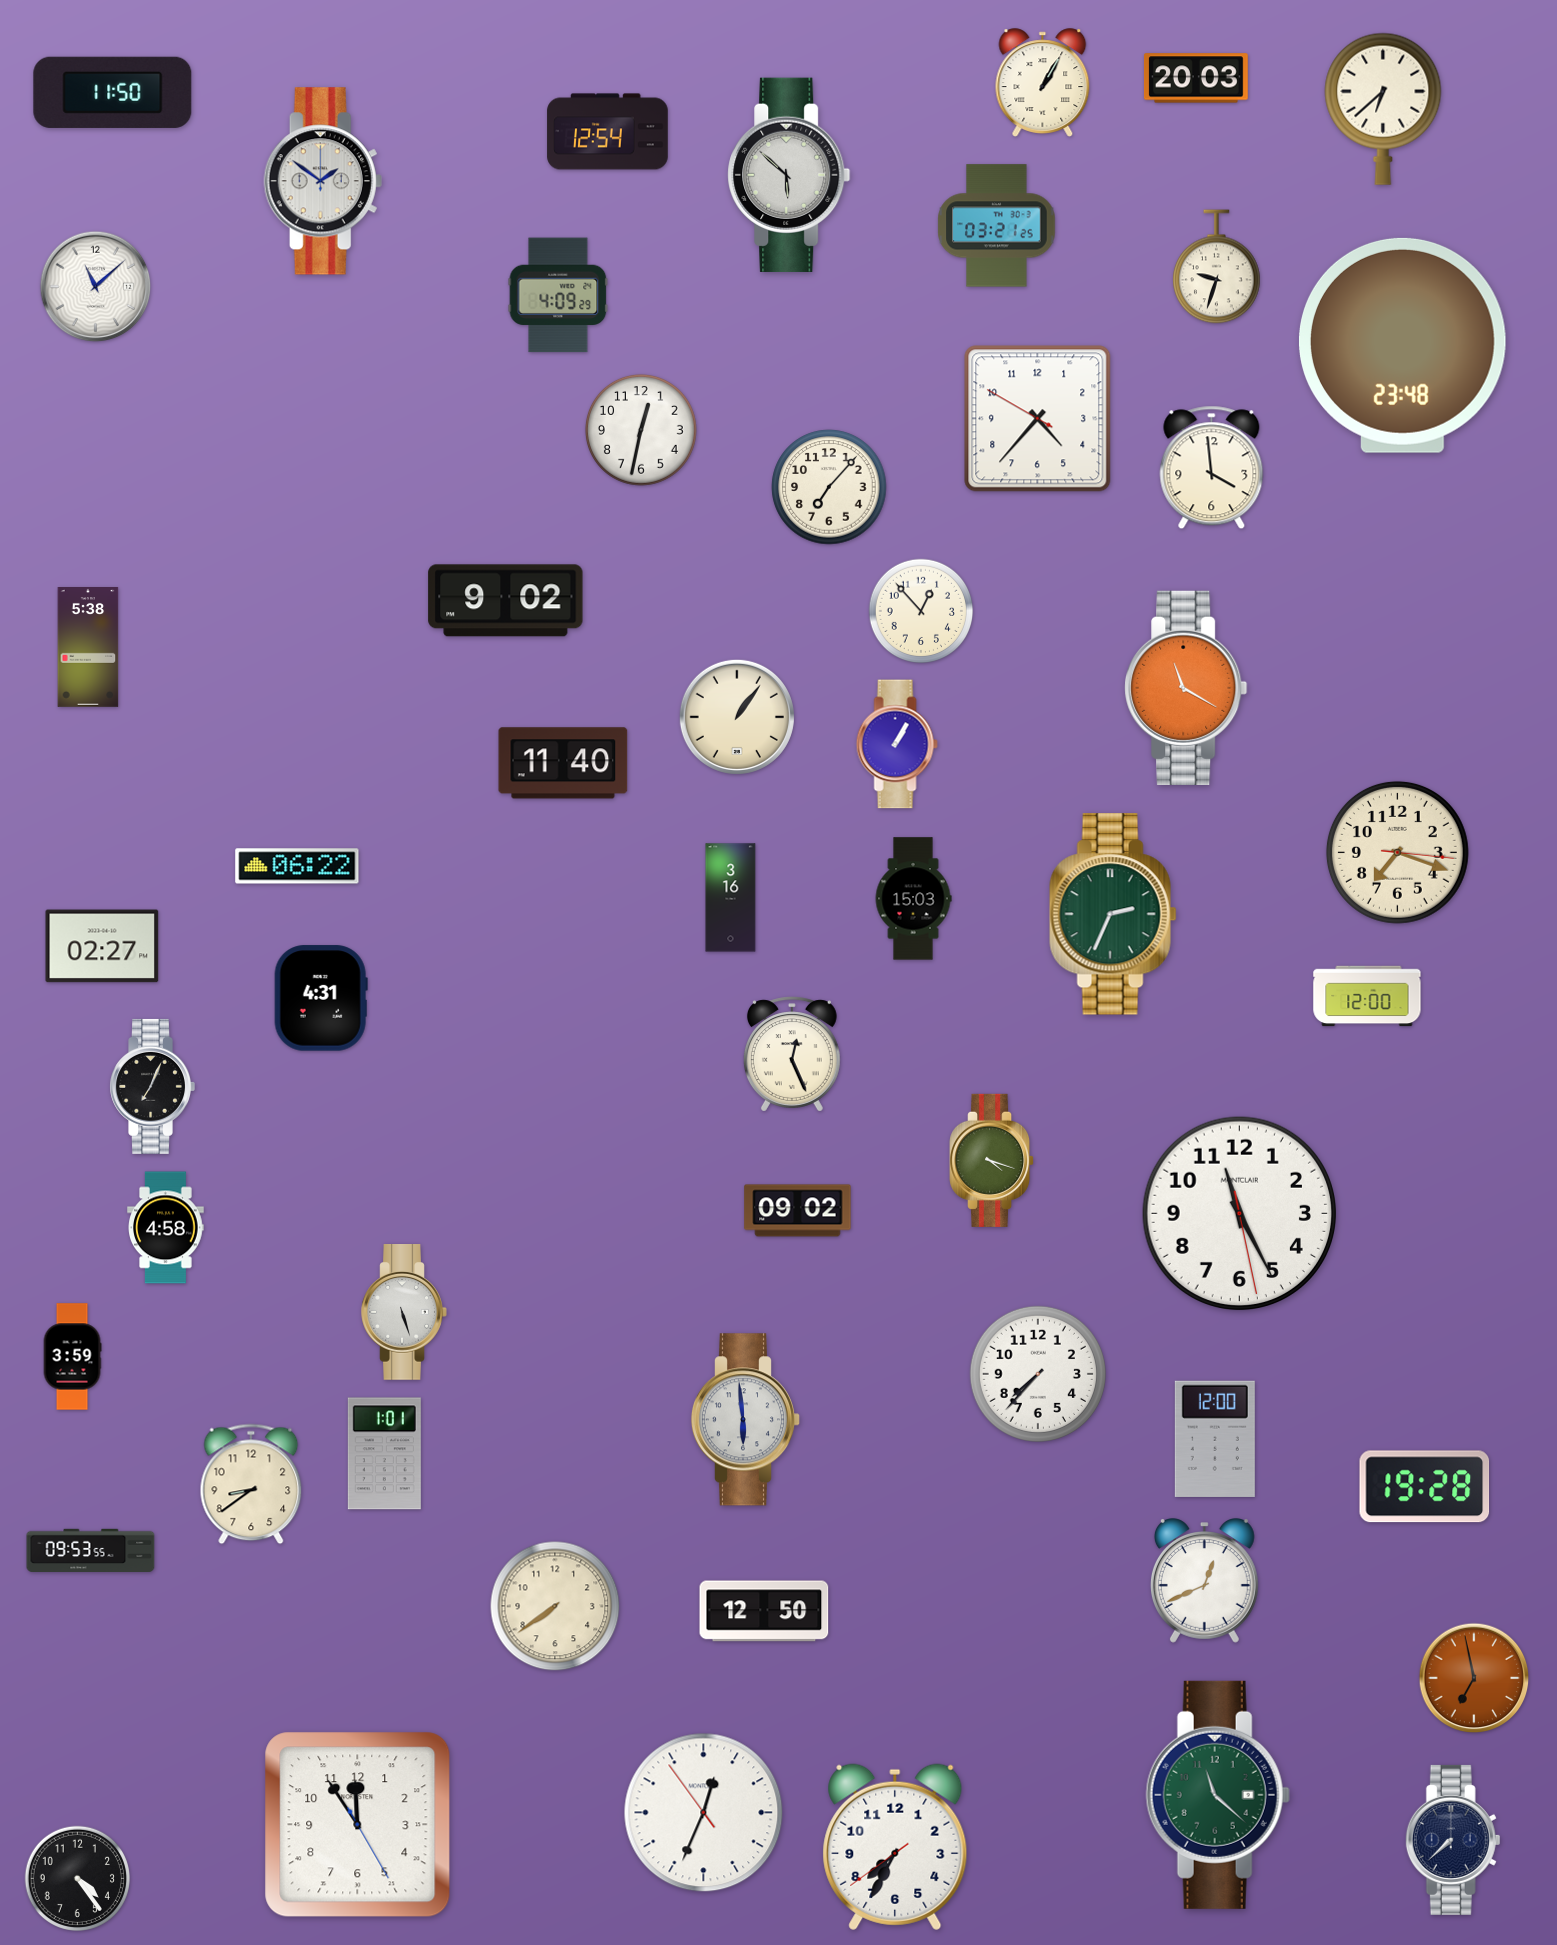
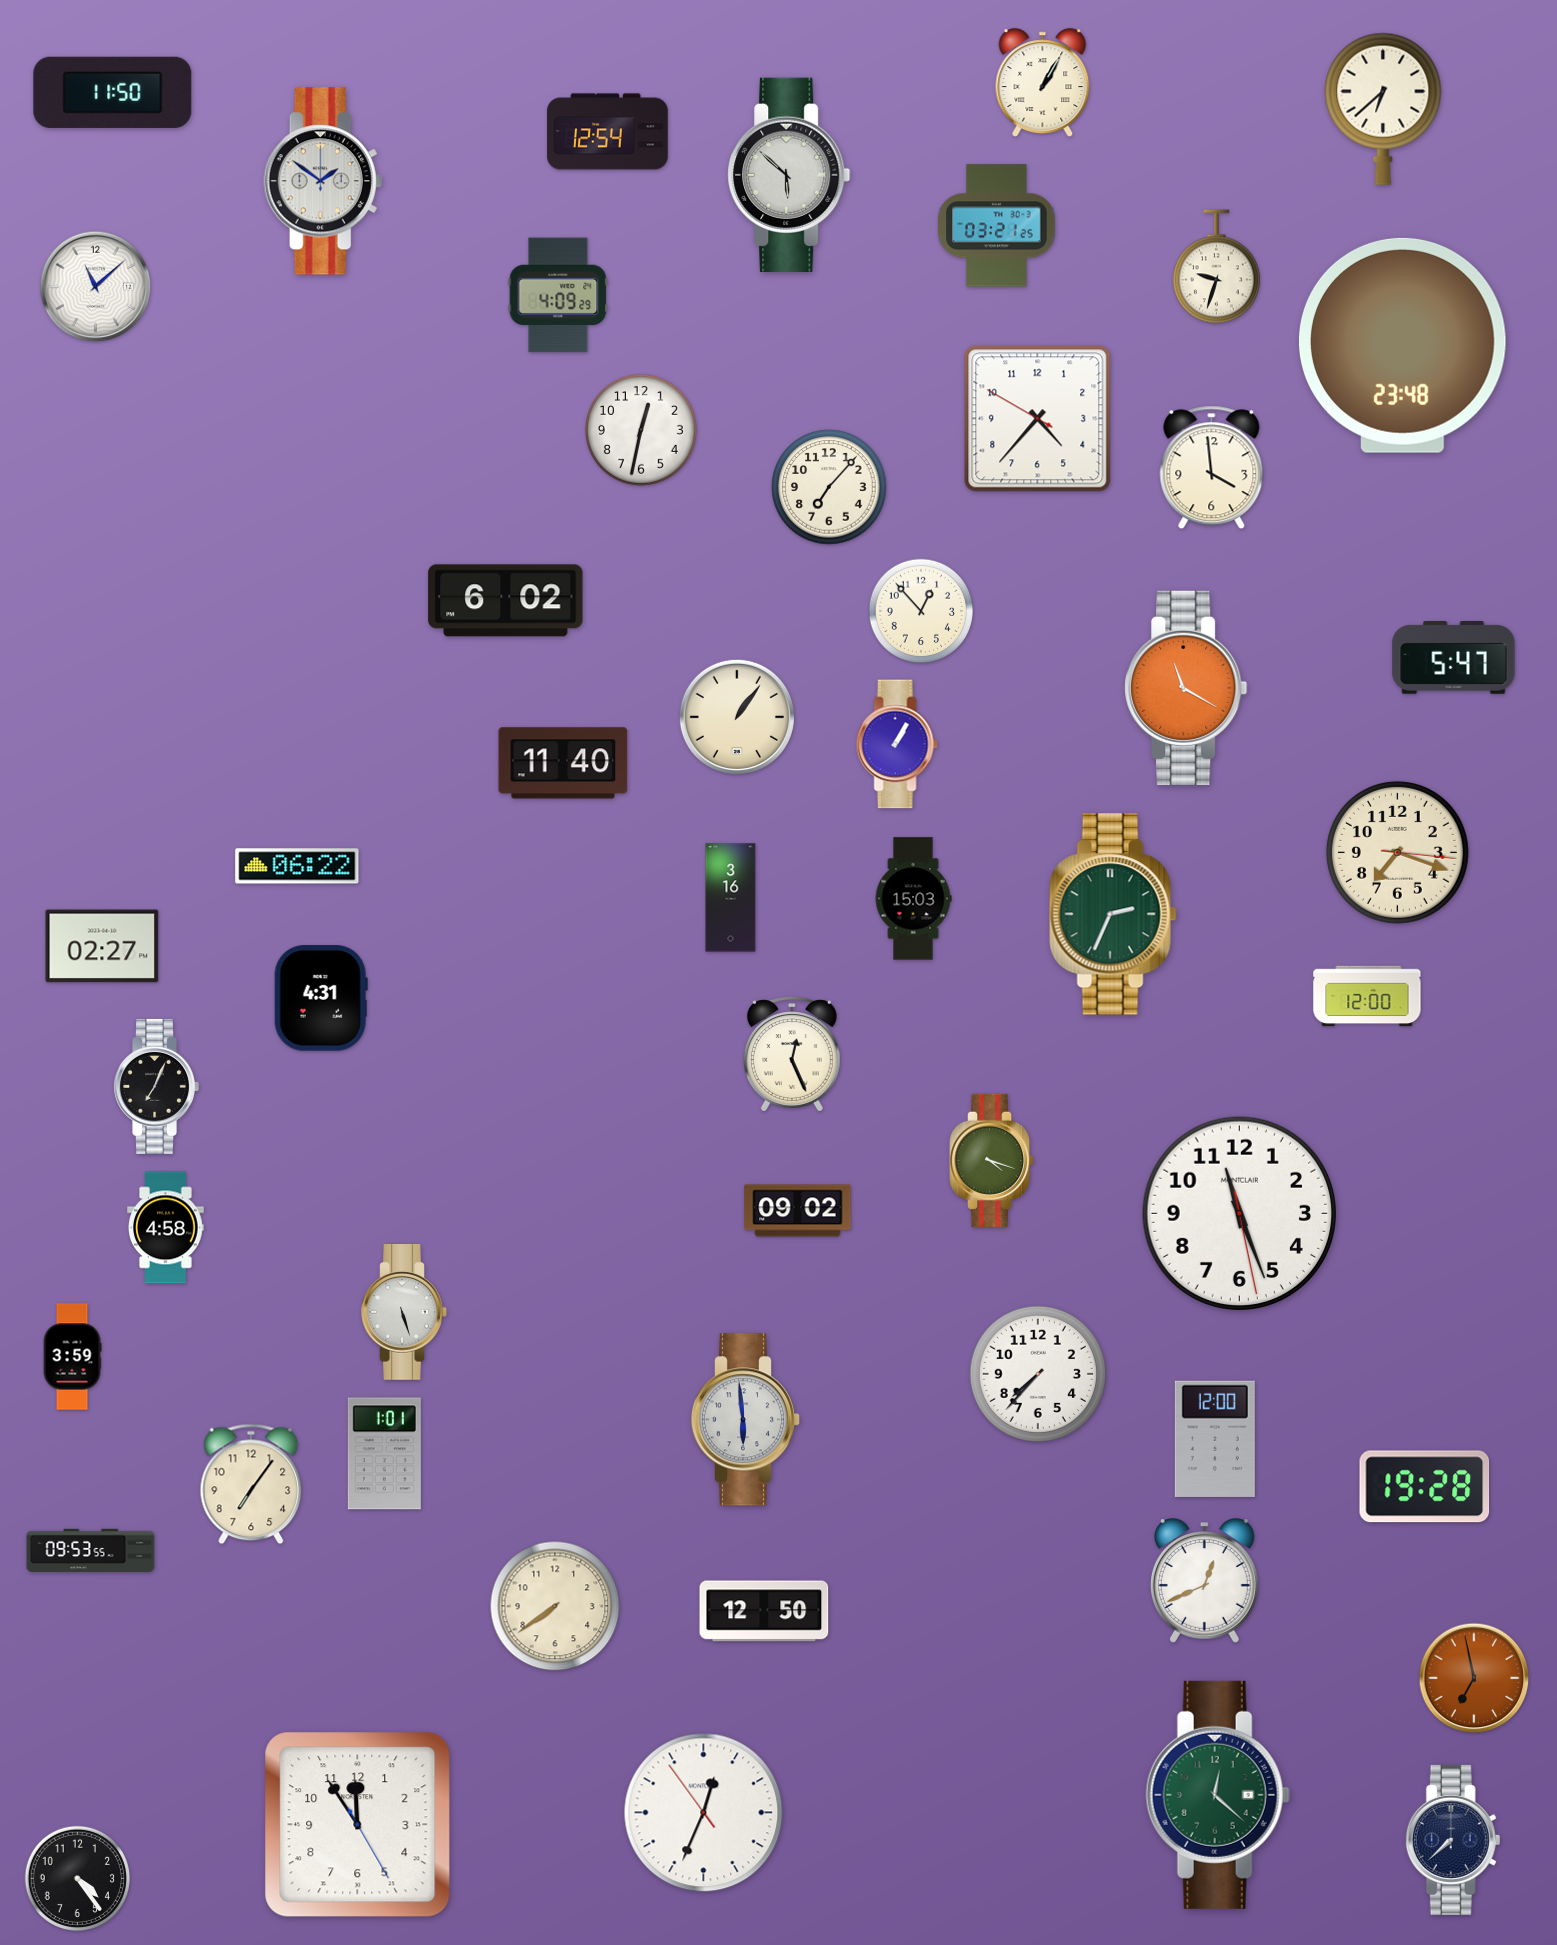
clock at (1196, 78): 20:03 -> none
clock at (506, 601): 9:02 -> 6:02
clock at (88, 648): 5:38 -> none
clock at (1454, 658): none -> 5:47
clock at (152, 1086) position: (152, 1086) -> (156, 1086)
clock at (1240, 1214): 11:25 -> 11:26
clock at (251, 1484): 8:39 -> 7:06
clock at (1218, 1795): 11:22 -> 12:22
clock at (895, 1847): 7:34 -> none
